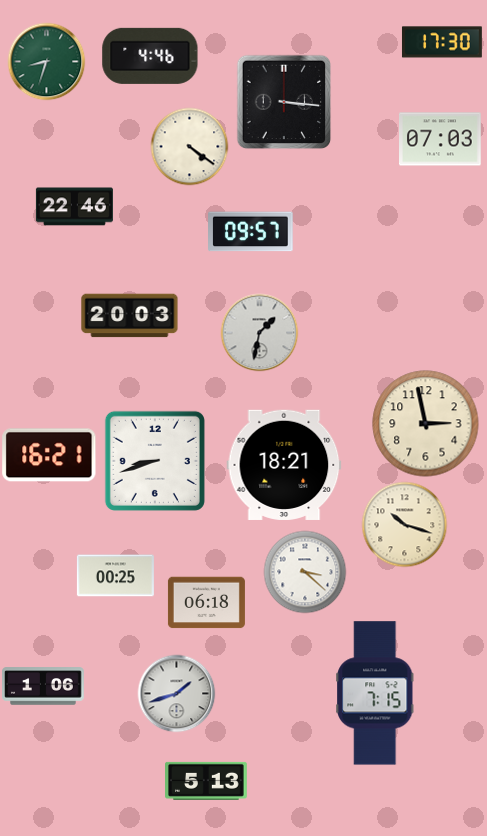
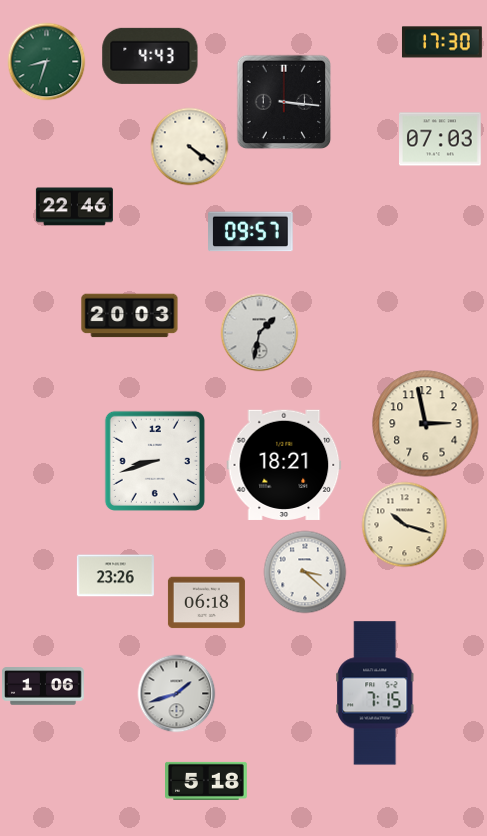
clock at (150, 56): 4:46 -> 4:43
clock at (49, 455): 16:21 -> none
clock at (115, 576): 00:25 -> 23:26
clock at (207, 781): 5:13 -> 5:18
